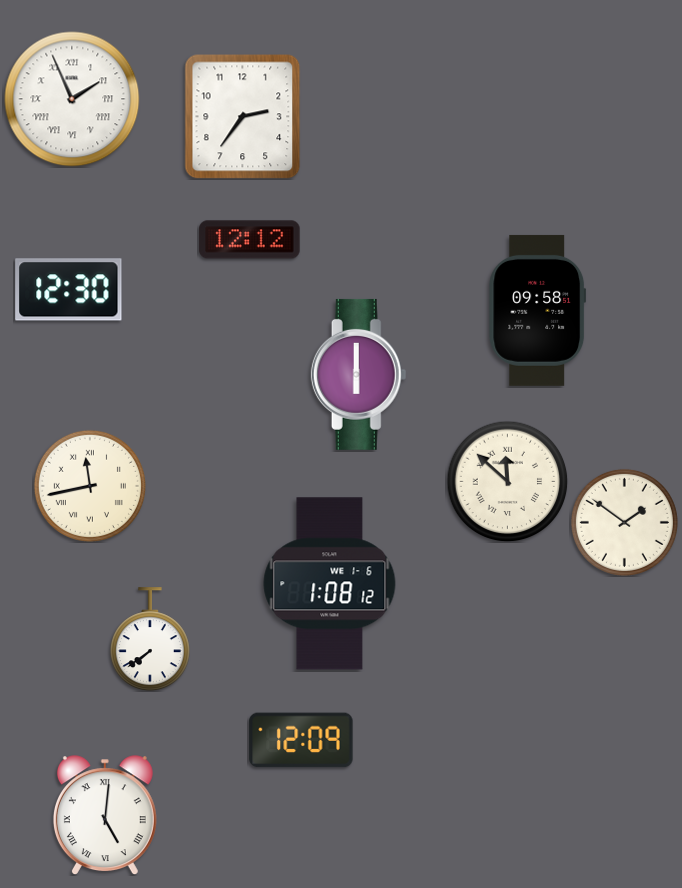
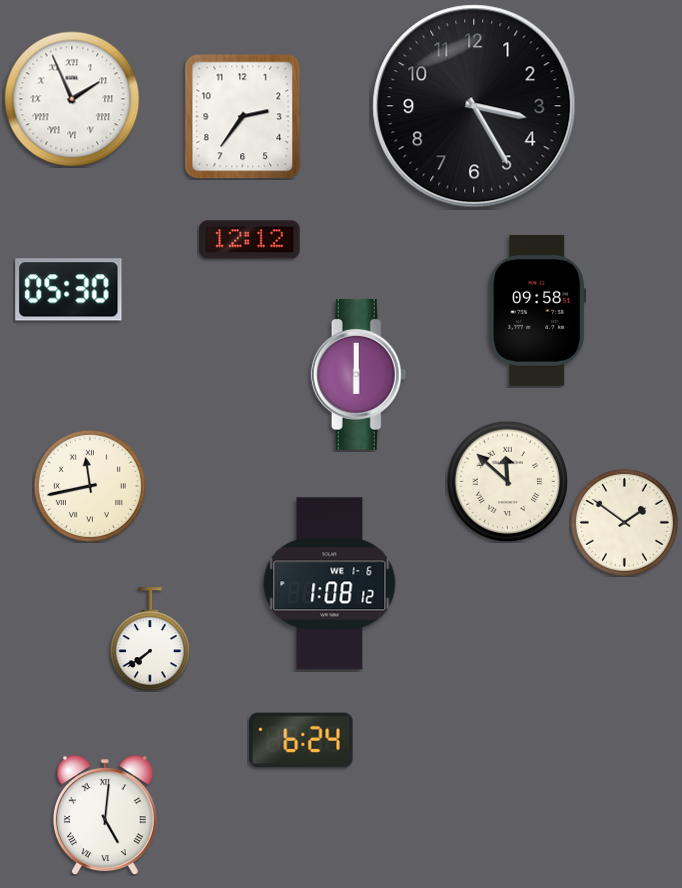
clock at (474, 106): none -> 3:25
clock at (69, 290): 12:30 -> 05:30
clock at (301, 740): 12:09 -> 6:24
